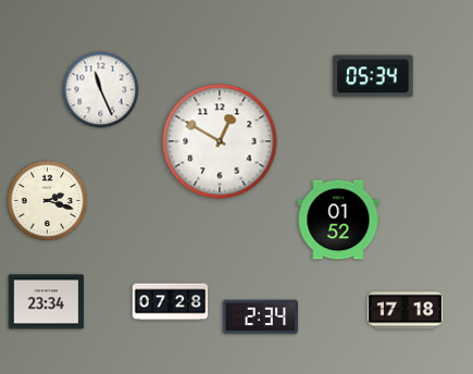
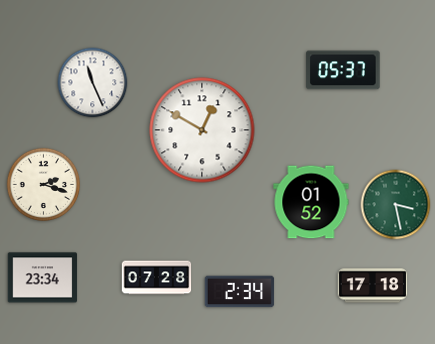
clock at (373, 76): 05:34 -> 05:37
clock at (396, 205): none -> 3:28
